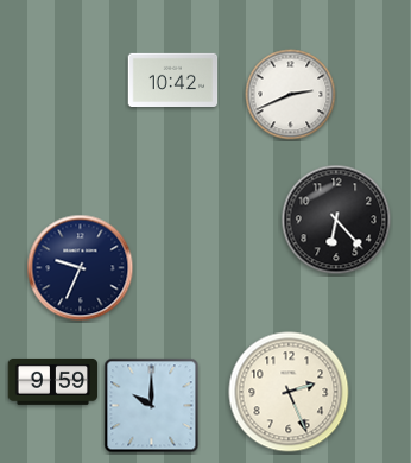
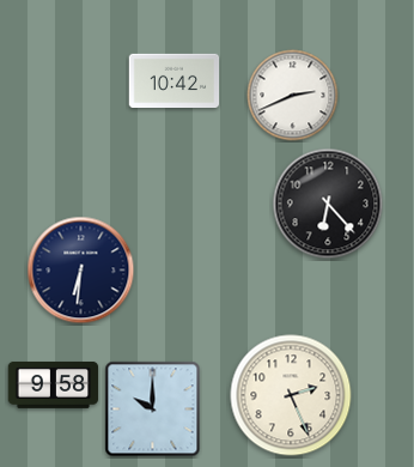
clock at (336, 220) position: (336, 220) -> (328, 204)
clock at (81, 268): 9:34 -> 6:31
clock at (53, 381): 9:59 -> 9:58
